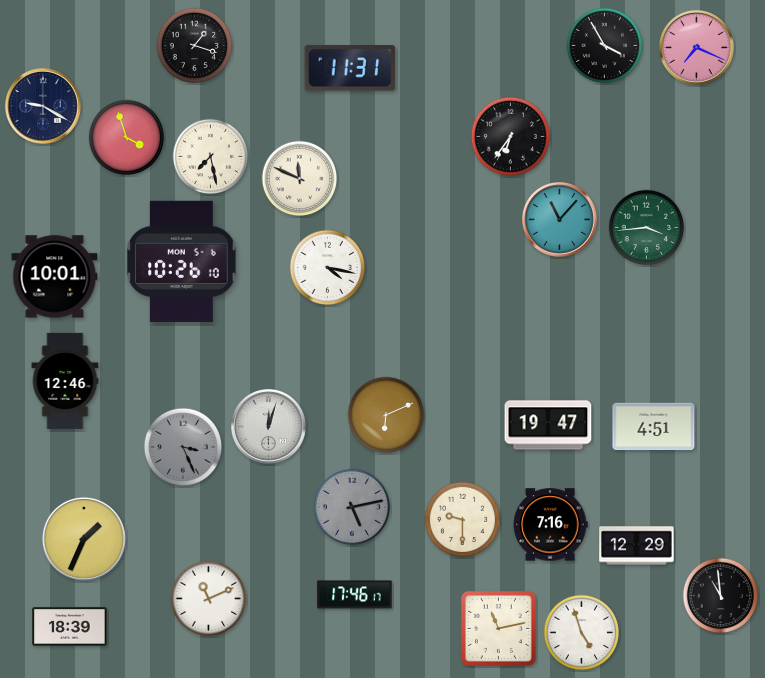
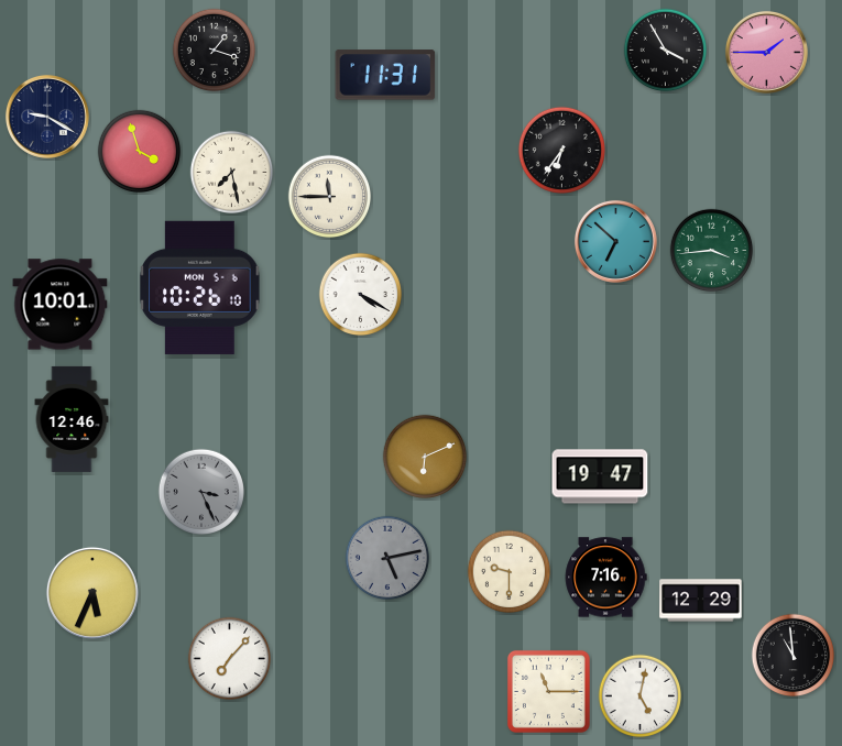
clock at (696, 47): 7:19 -> 1:45
clock at (300, 179): 11:49 -> 11:45
clock at (559, 219): 11:07 -> 6:52
clock at (328, 268): 4:17 -> 4:20
clock at (548, 425) position: (548, 425) -> (600, 476)
clock at (268, 426): 12:03 -> none
clock at (654, 427): 4:51 -> none
clock at (84, 539): 1:34 -> 5:34
clock at (355, 595): 17:46 -> none
clock at (209, 599): 11:11 -> 7:07
clock at (70, 627): 18:39 -> none
clock at (498, 628): 11:13 -> 11:15
clock at (582, 633): 4:57 -> 5:02
